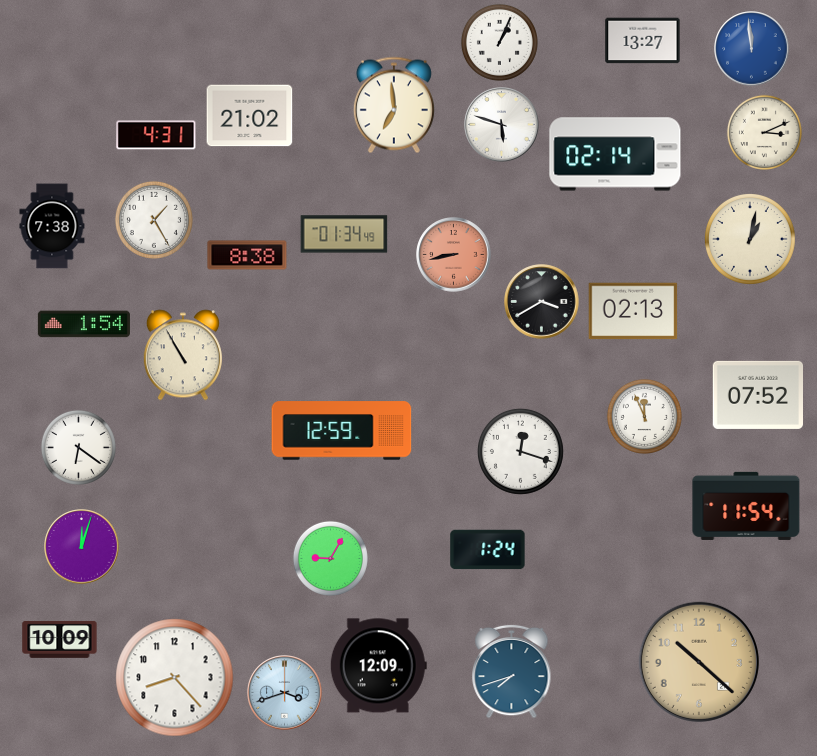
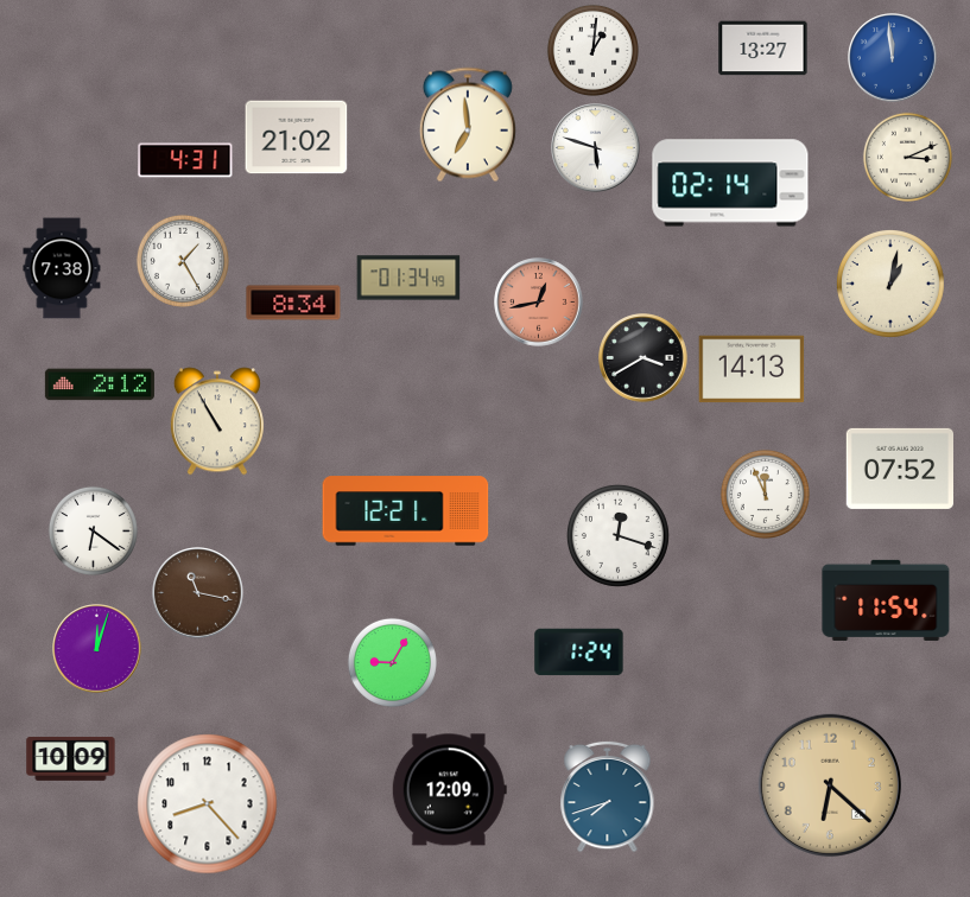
clock at (499, 42): 1:04 -> 1:01
clock at (247, 255): 8:38 -> 8:34
clock at (454, 255): 8:43 -> 12:43
clock at (633, 311): 02:13 -> 14:13
clock at (84, 324): 1:54 -> 2:12
clock at (342, 431): 12:59 -> 12:21
clock at (198, 593): none -> 11:17
clock at (699, 662): 10:22 -> 6:22
clock at (285, 693): 3:42 -> none
